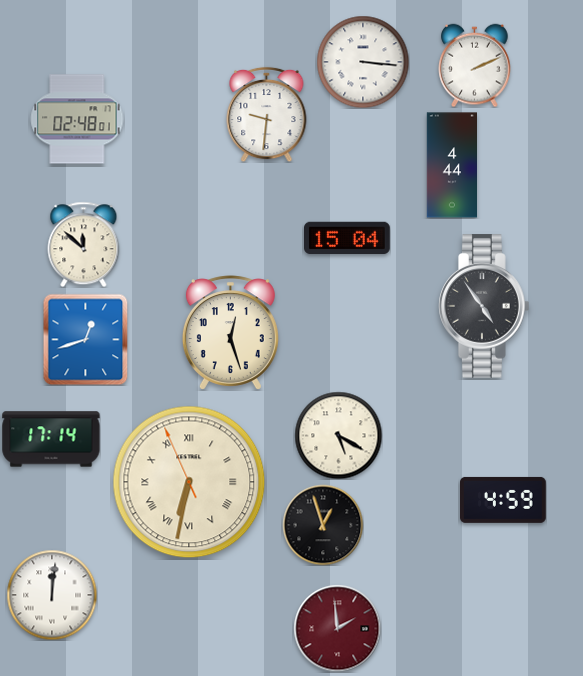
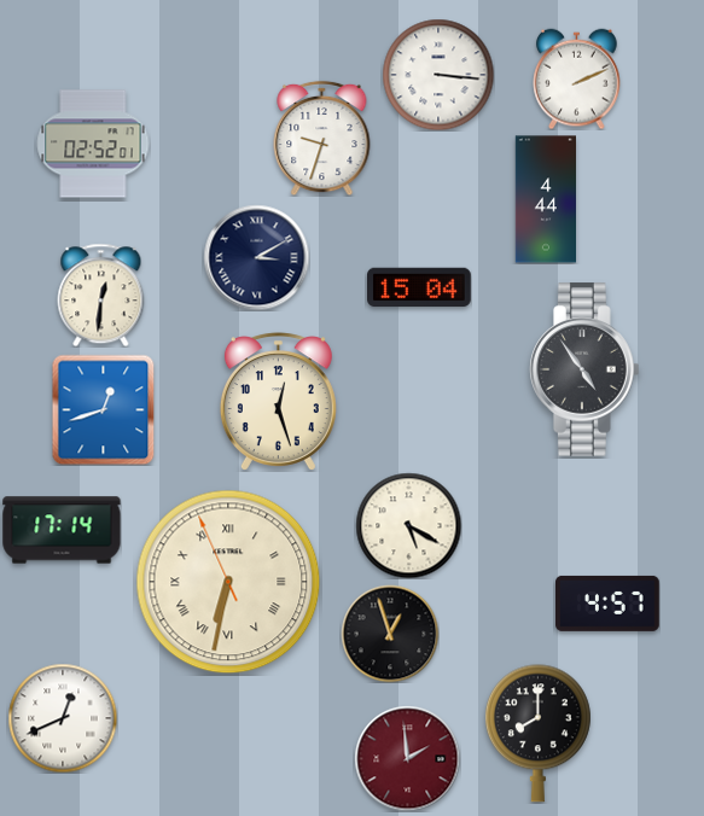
clock at (475, 65) position: (475, 65) -> (577, 78)
clock at (267, 114): 9:31 -> 9:33
clock at (77, 119): 02:48 -> 02:52
clock at (256, 257): none -> 3:10
clock at (84, 244): 11:52 -> 12:31
clock at (504, 500): 4:59 -> 4:57
clock at (52, 595): 12:01 -> 12:41
clock at (537, 734): none -> 8:00
